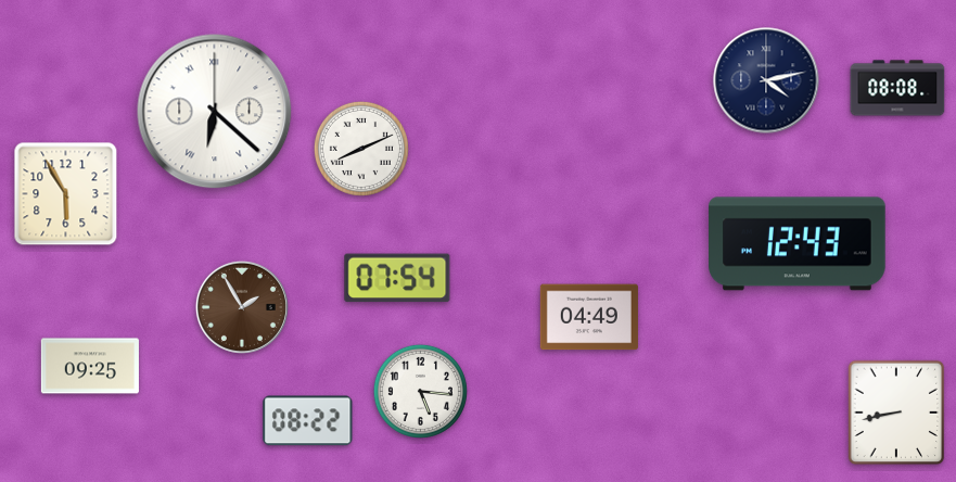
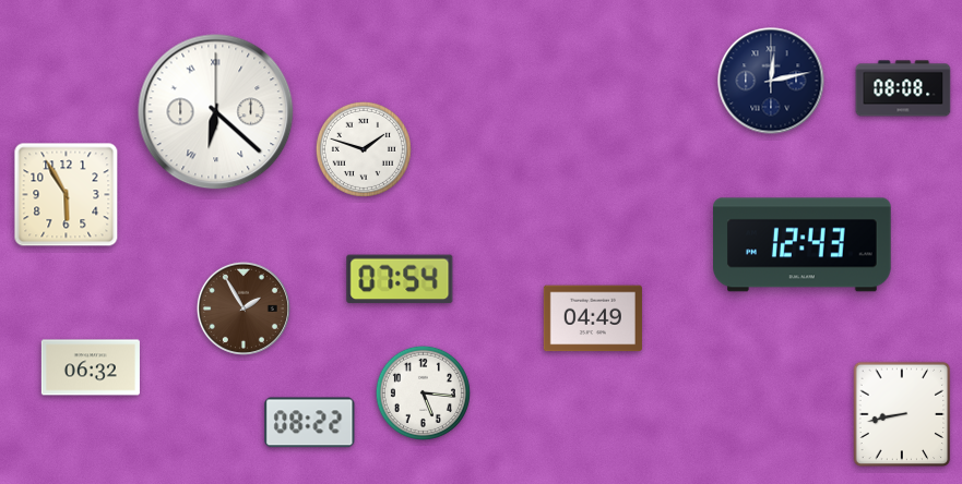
clock at (766, 80): 4:13 -> 12:13
clock at (361, 149): 8:11 -> 1:48
clock at (90, 366): 09:25 -> 06:32
